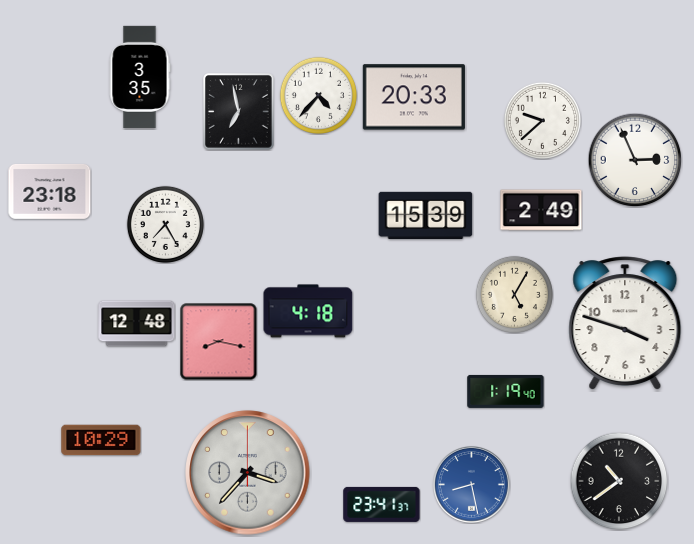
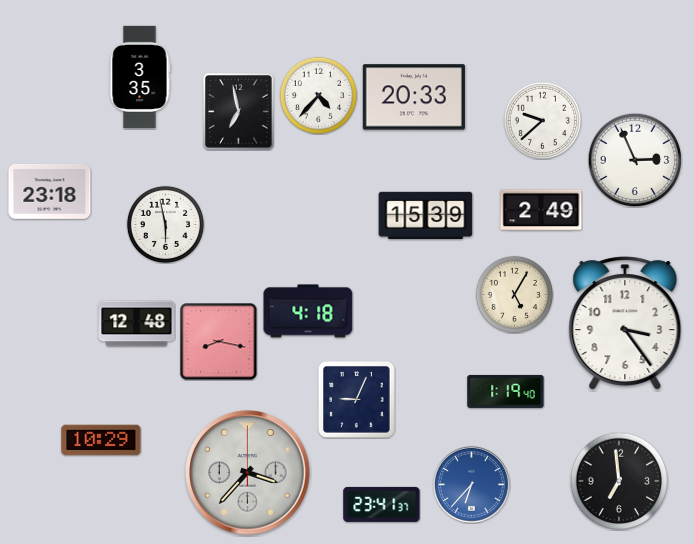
clock at (165, 224): 7:25 -> 5:58
clock at (625, 323): 3:48 -> 3:24
clock at (357, 400): none -> 9:04
clock at (619, 481): 10:39 -> 6:59
clock at (472, 485): 8:28 -> 6:37
